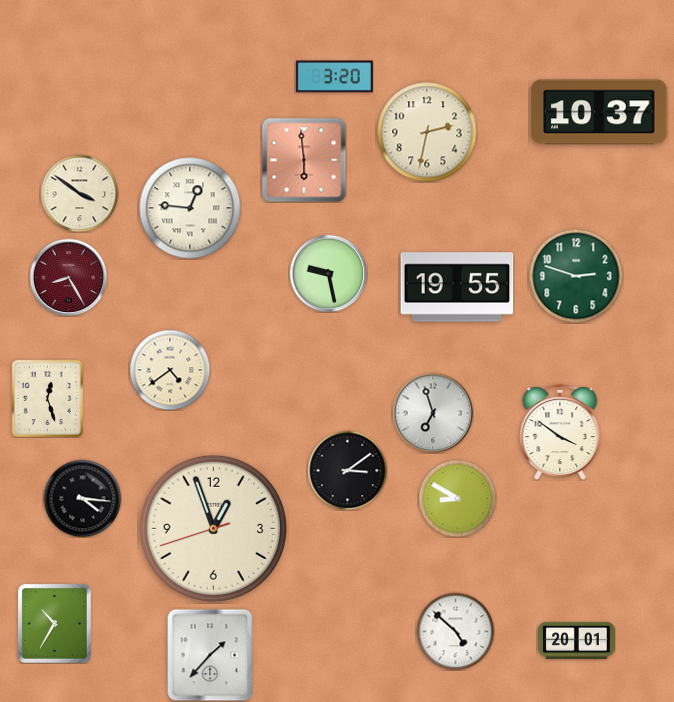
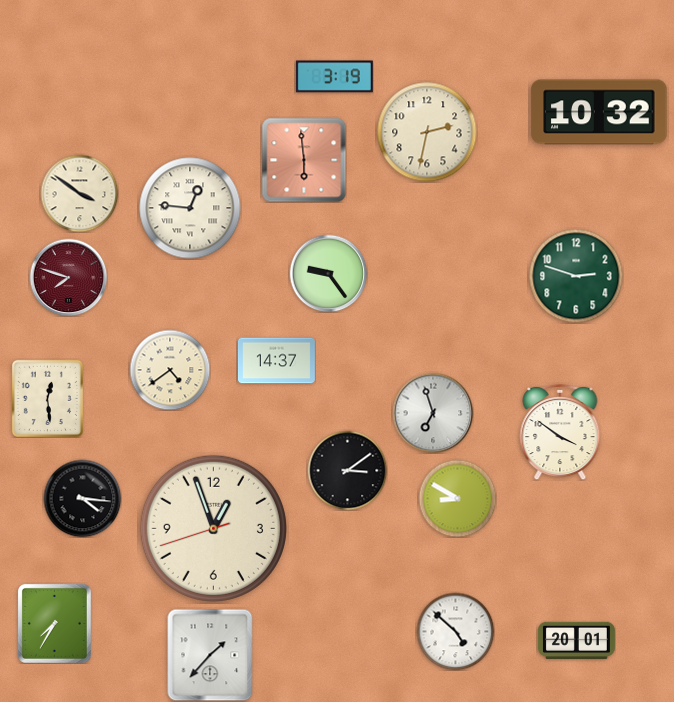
clock at (334, 77): 3:20 -> 3:19
clock at (599, 112): 10:37 -> 10:32
clock at (328, 273): 9:28 -> 9:24
clock at (68, 277): 8:25 -> 7:48
clock at (457, 287): 19:55 -> none
clock at (276, 361): none -> 14:37
clock at (47, 398): 12:27 -> 12:29
clock at (54, 623): 10:35 -> 7:35
